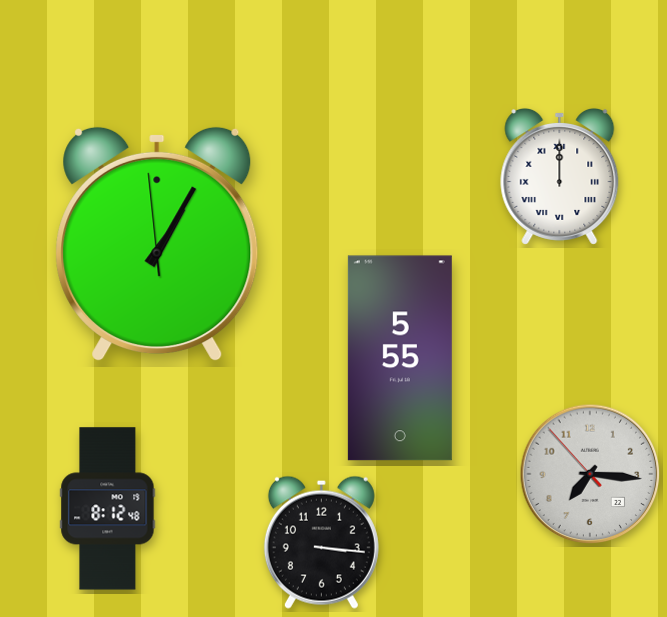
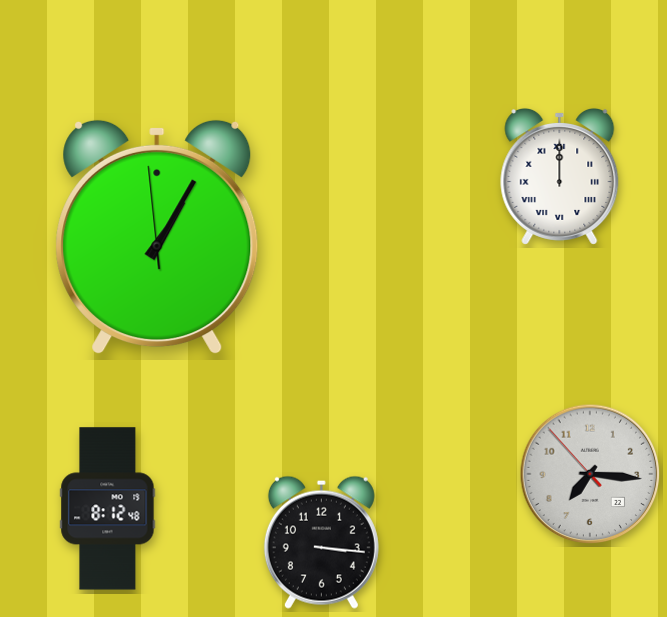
clock at (157, 244) position: (157, 244) -> (157, 237)
clock at (400, 358): 5:55 -> none
